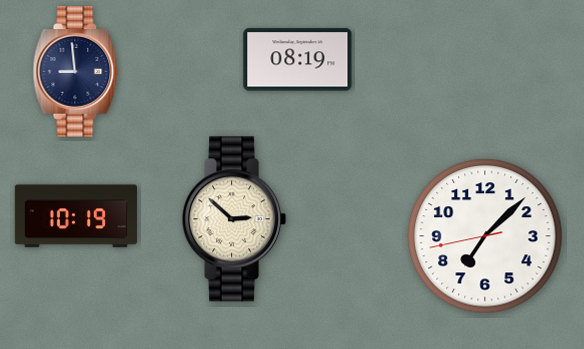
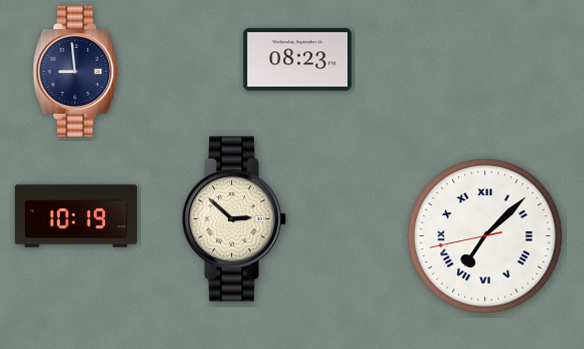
clock at (298, 60): 08:19 -> 08:23
clock at (485, 236) numerals: Arabic -> Roman
